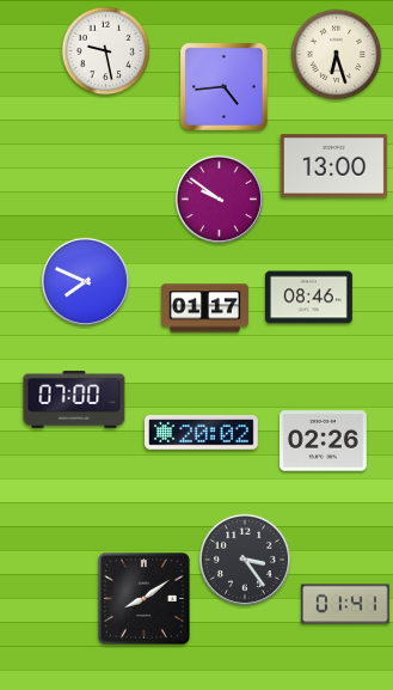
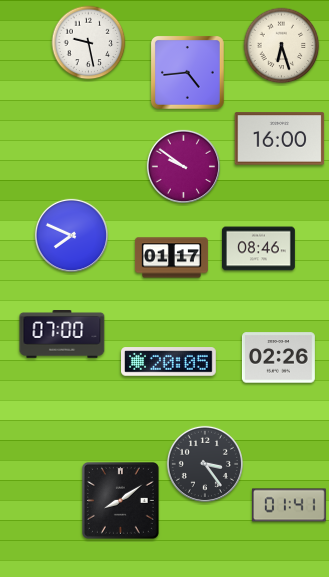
clock at (334, 166): 13:00 -> 16:00
clock at (202, 433): 20:02 -> 20:05
clock at (323, 441) position: (323, 441) -> (278, 358)
clock at (245, 560) position: (245, 560) -> (205, 464)
